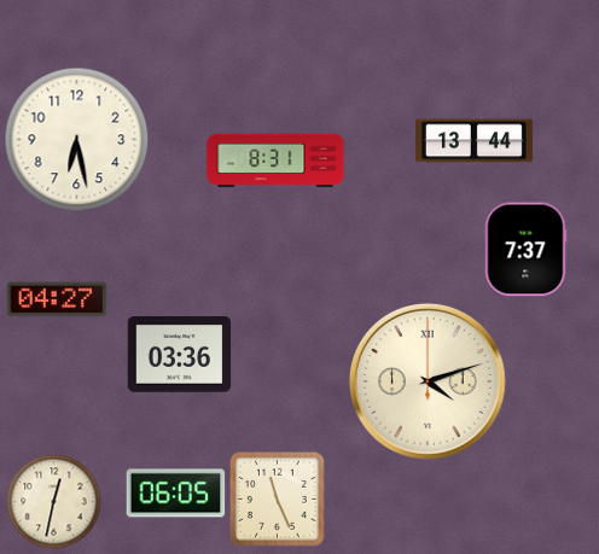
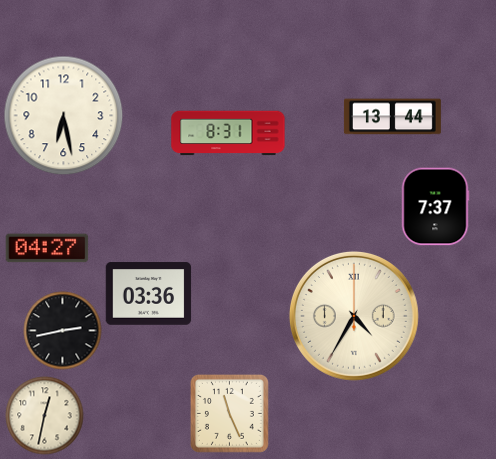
clock at (428, 381): 4:12 -> 4:35
clock at (62, 330): none -> 2:43
clock at (175, 494): 06:05 -> none
